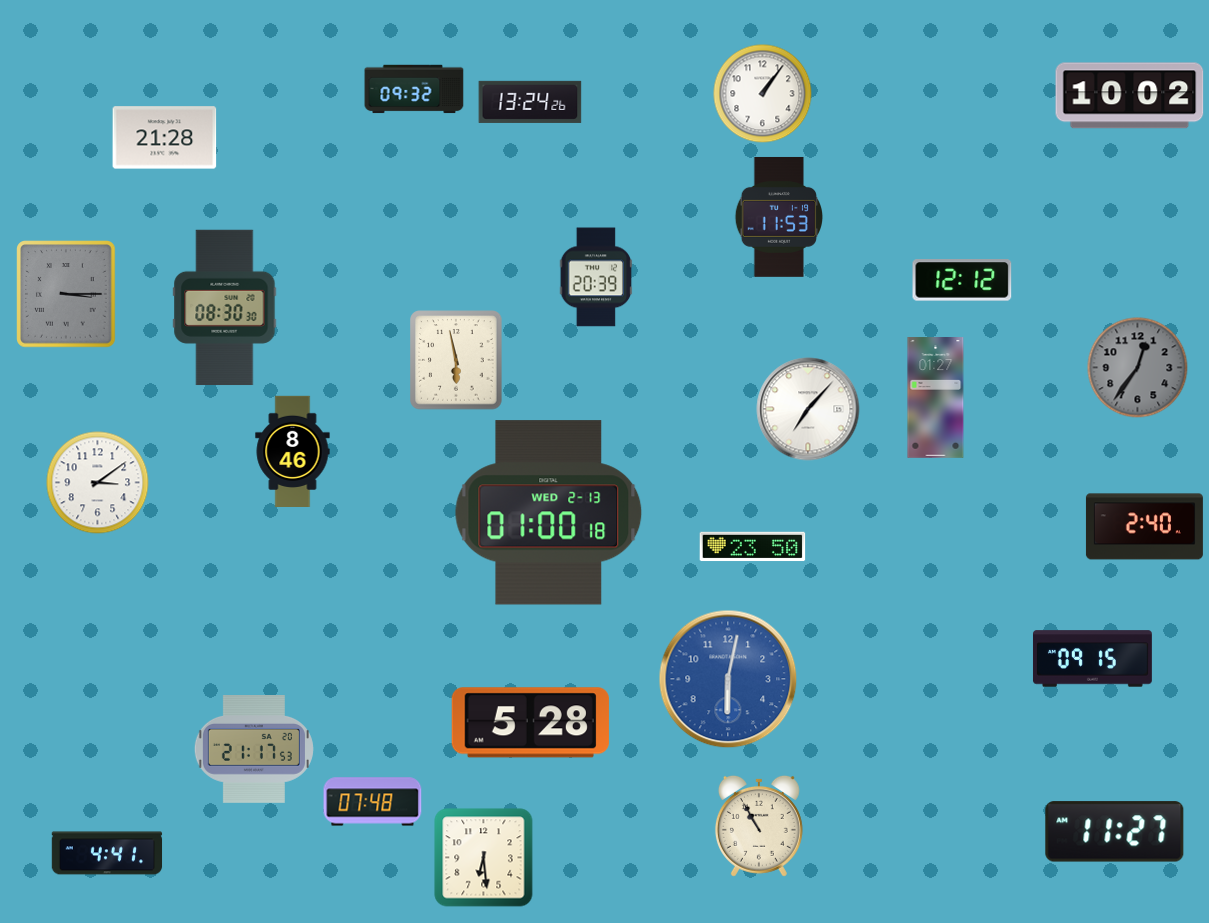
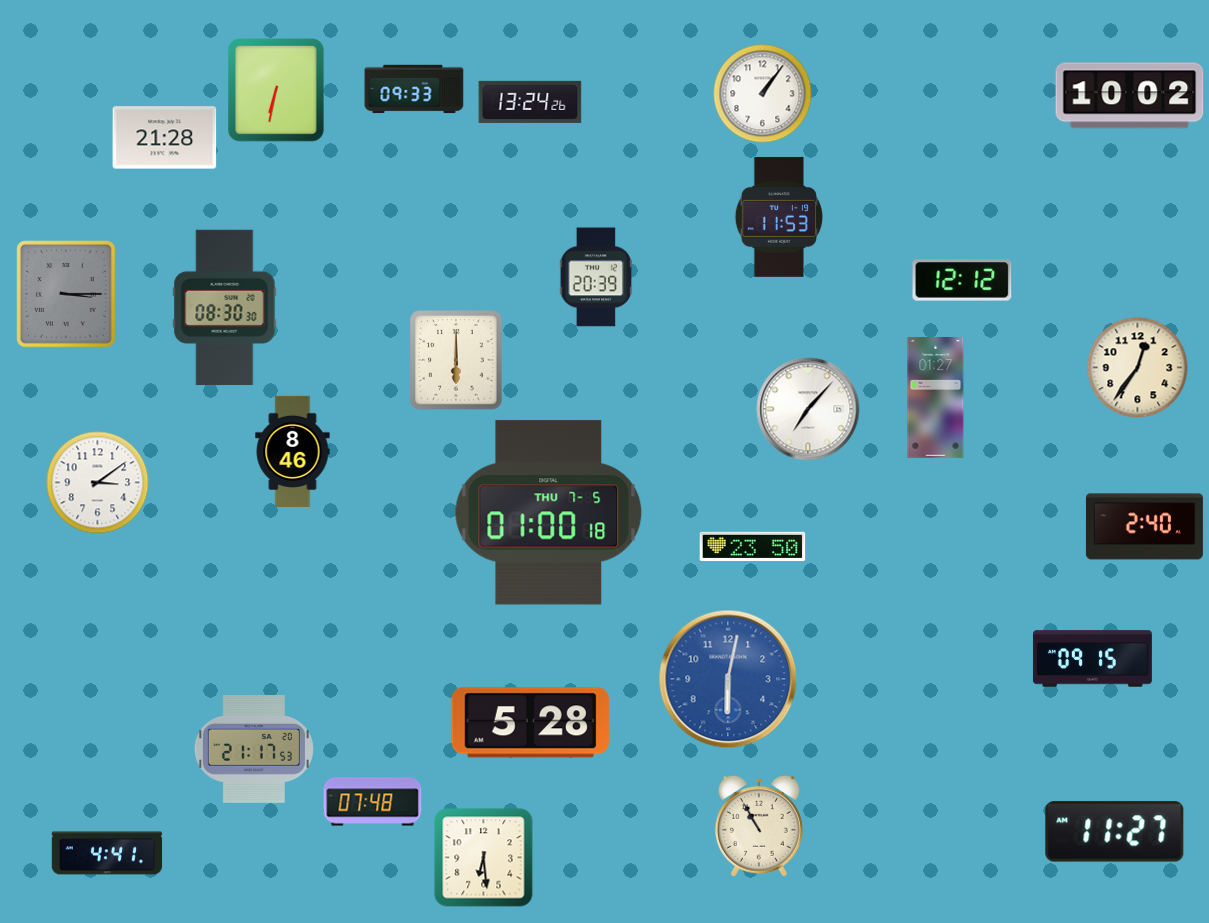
clock at (414, 89): 09:32 -> 09:33
clock at (276, 90): none -> 6:32
clock at (456, 360): 5:58 -> 6:00
clock at (1138, 368) dial: grey -> cream
clock at (549, 513) date: WED 2-13 -> THU 7-5
